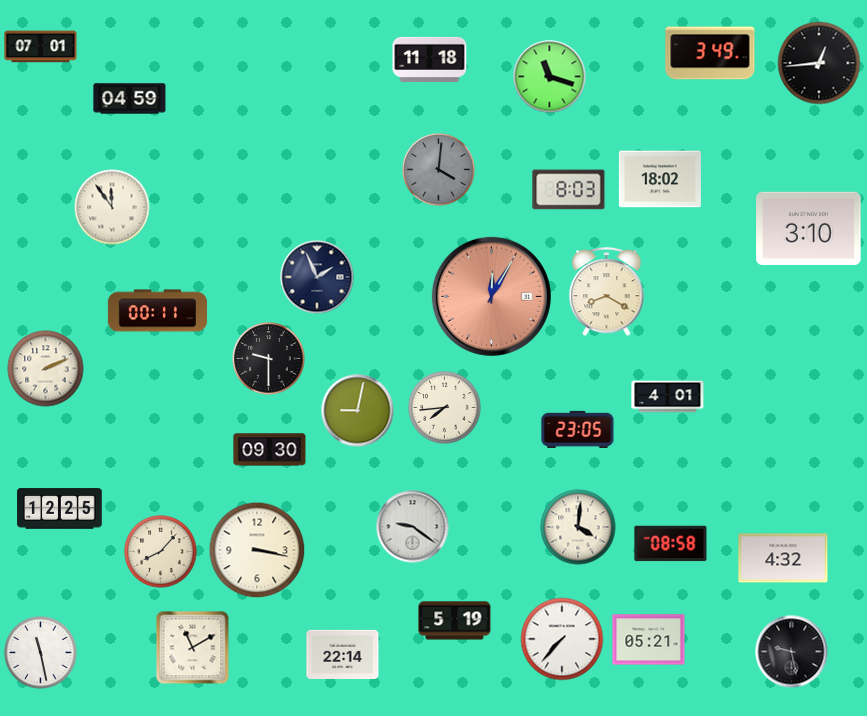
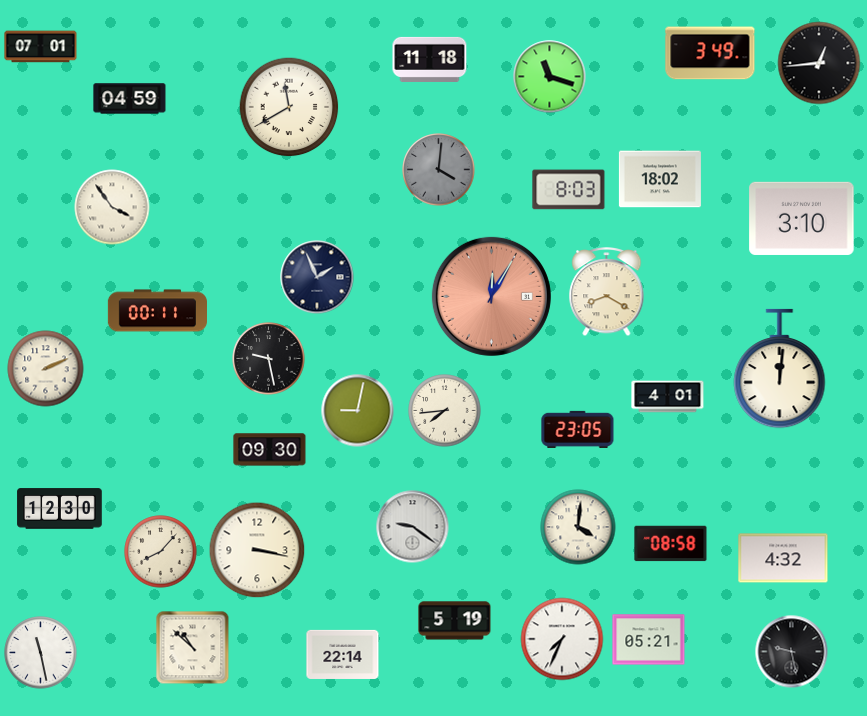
clock at (289, 107): none -> 11:40
clock at (112, 207): 11:54 -> 3:54
clock at (809, 228) position: (809, 228) -> (802, 218)
clock at (269, 359): 9:30 -> 9:28
clock at (780, 369): none -> 12:01
clock at (445, 408) position: (445, 408) -> (445, 411)
clock at (60, 509): 12:25 -> 12:30
clock at (562, 639): 7:37 -> 7:34
clock at (193, 648): 11:10 -> 10:52
